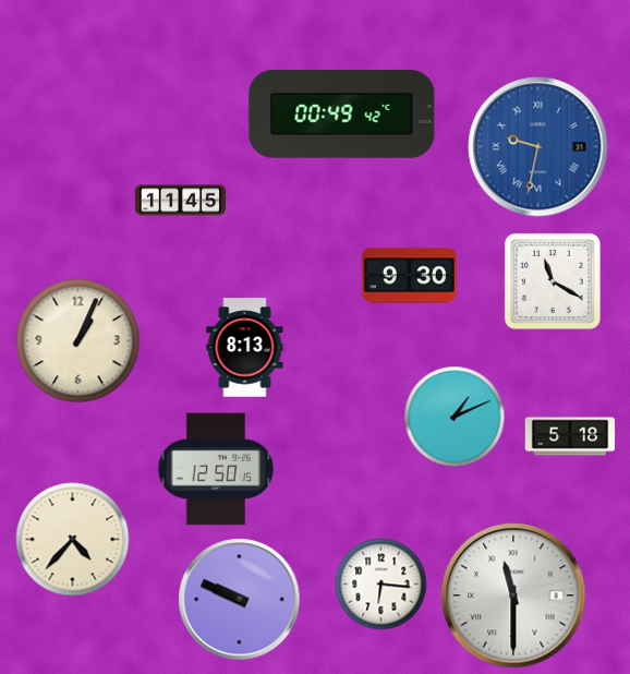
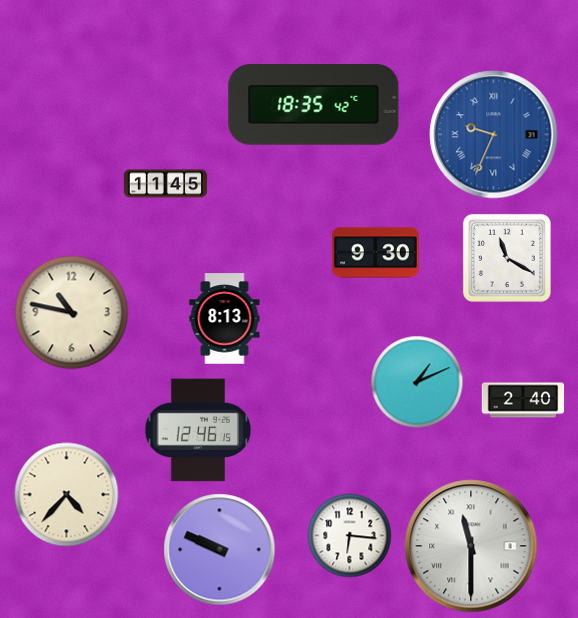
clock at (342, 115): 00:49 -> 18:35
clock at (538, 147): 9:32 -> 9:34
clock at (78, 341): 1:04 -> 10:47
clock at (570, 436): 5:18 -> 2:40
clock at (216, 469): 12:50 -> 12:46
